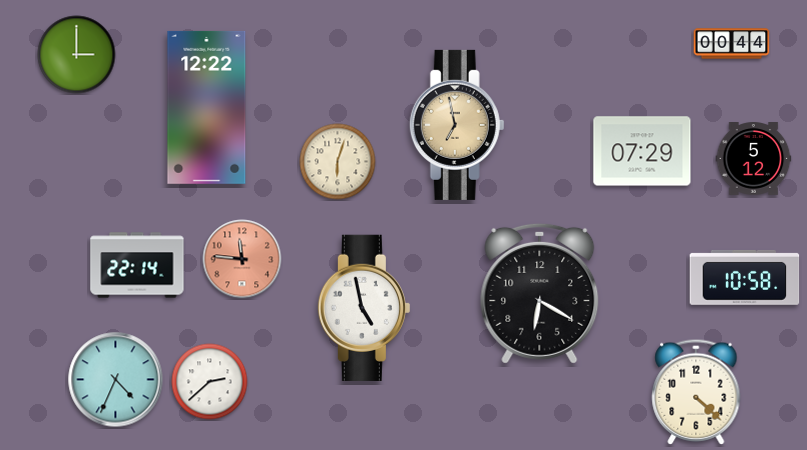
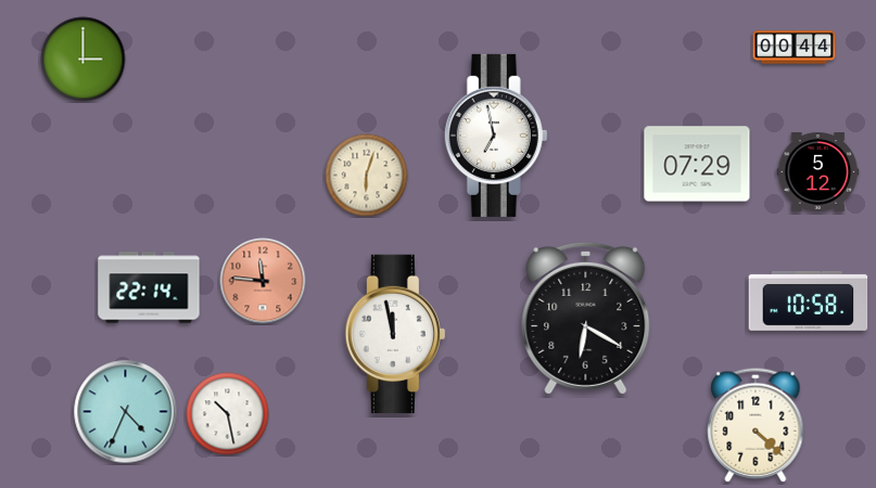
clock at (207, 107): 12:22 -> none
clock at (457, 125) dial: champagne -> white
clock at (364, 308): 4:58 -> 11:58
clock at (210, 382): 2:38 -> 10:28
